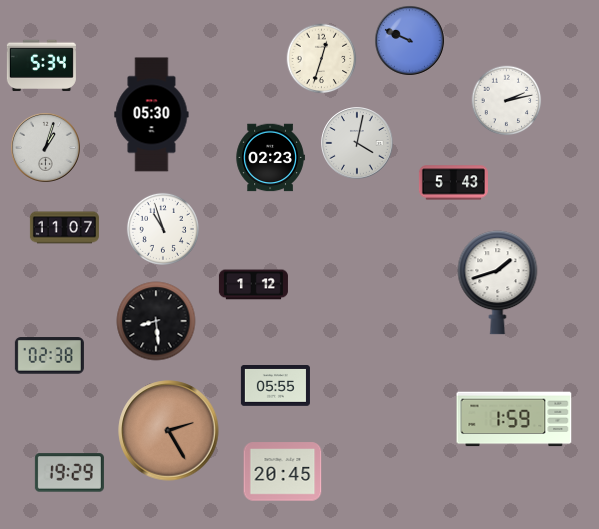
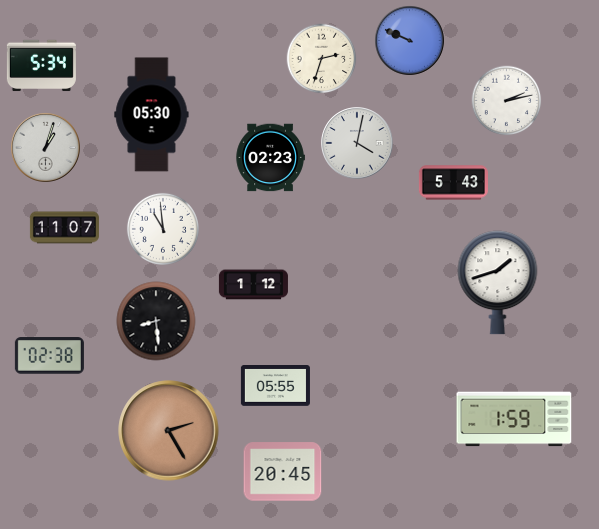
clock at (322, 59): 12:33 -> 2:33
clock at (163, 229): 10:57 -> 10:59
clock at (69, 473): 19:29 -> none
